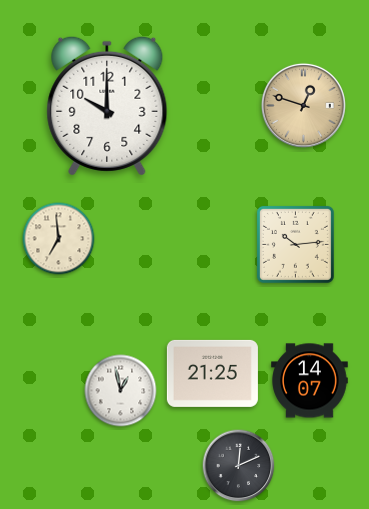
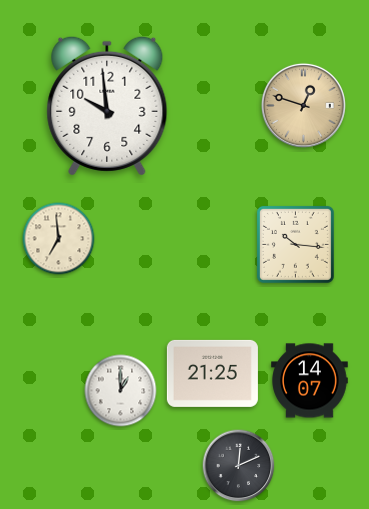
clock at (107, 106): 10:00 -> 9:59
clock at (295, 244): 10:14 -> 10:16
clock at (121, 391): 12:58 -> 1:00
